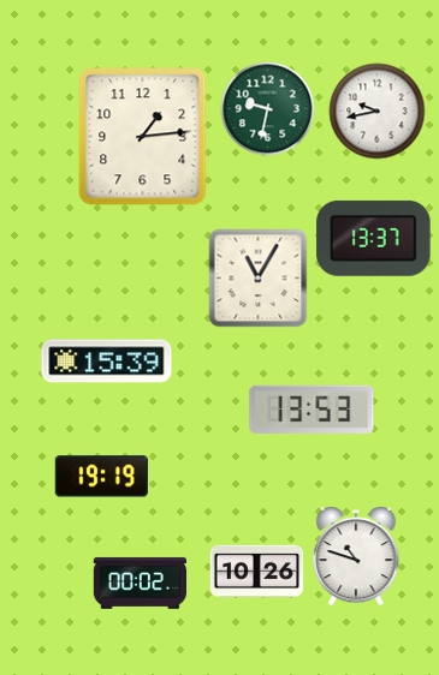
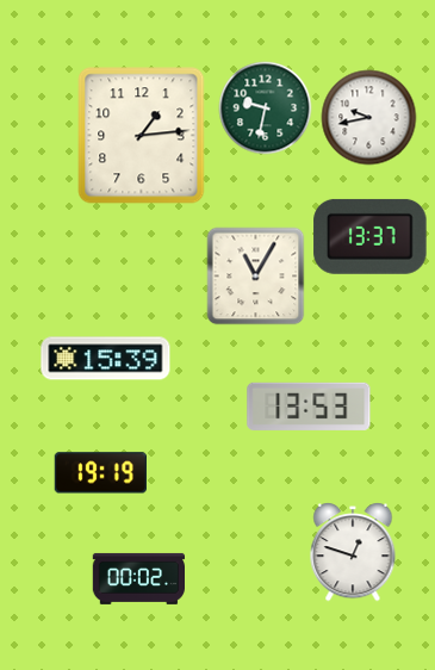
clock at (376, 110) position: (376, 110) -> (368, 117)
clock at (356, 556): 10:48 -> 12:48
clock at (256, 572): 10:26 -> none
